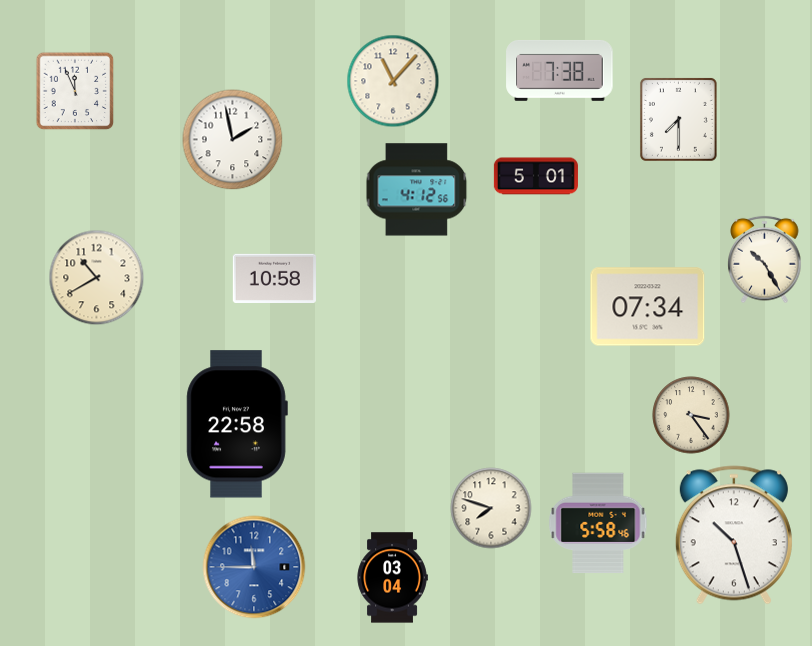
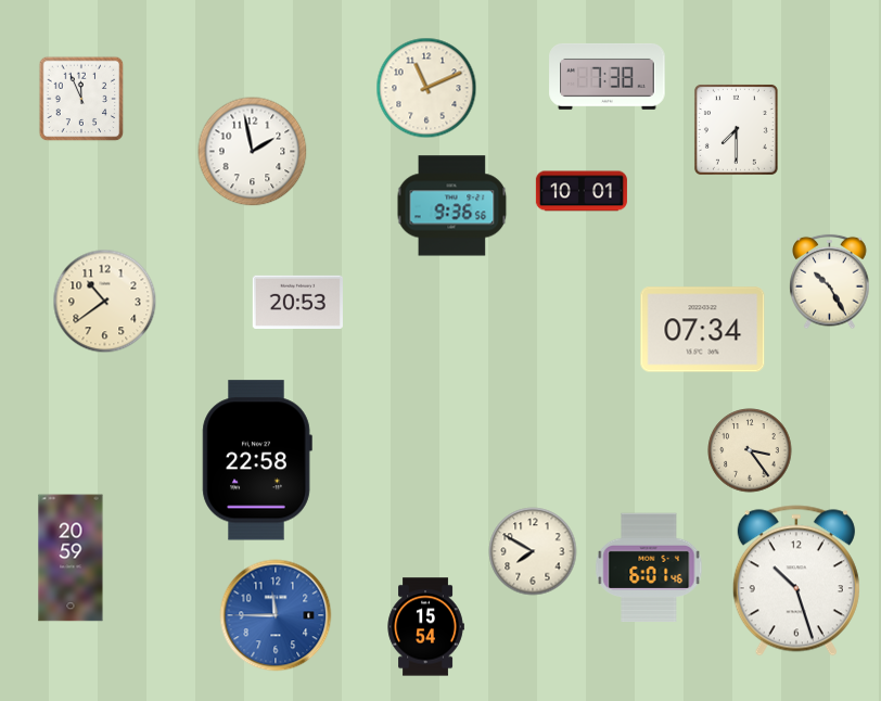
clock at (393, 81): 11:07 -> 11:11
clock at (536, 176): 5:01 -> 10:01
clock at (417, 190): 4:12 -> 9:36
clock at (97, 278): 10:40 -> 10:39
clock at (274, 278): 10:58 -> 20:53
clock at (648, 307) position: (648, 307) -> (703, 330)
clock at (491, 508): 7:48 -> 7:50
clock at (71, 558): none -> 20:59
clock at (598, 523): 5:58 -> 6:01
clock at (392, 578): 03:04 -> 15:54
